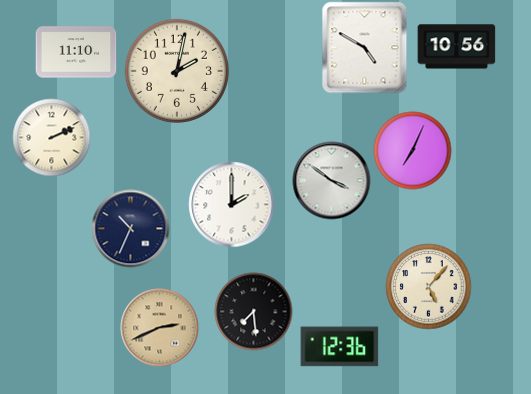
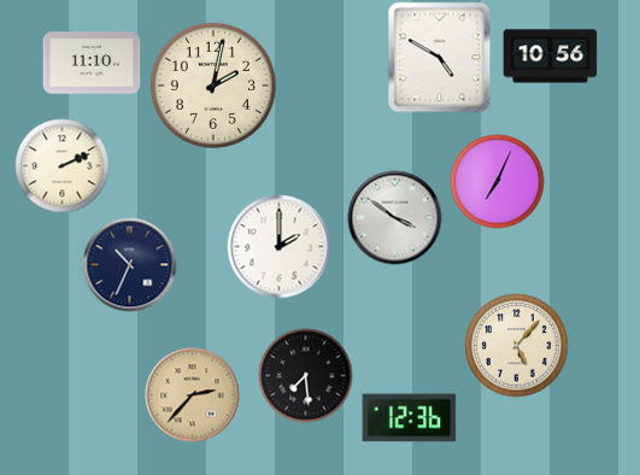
clock at (331, 180) position: (331, 180) -> (394, 217)
clock at (130, 228) position: (130, 228) -> (129, 264)
clock at (159, 327): 2:41 -> 2:37
